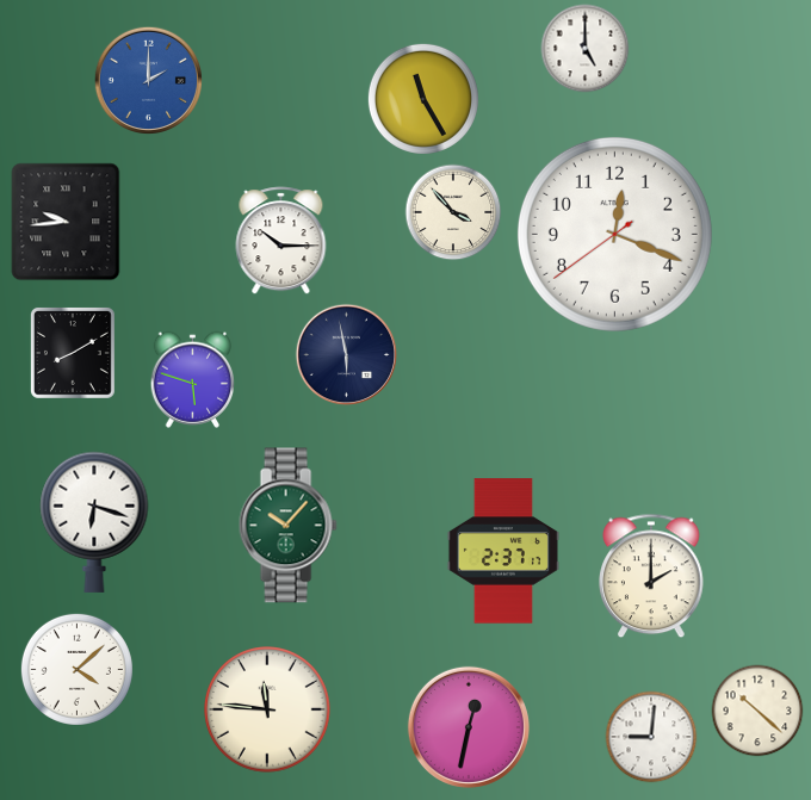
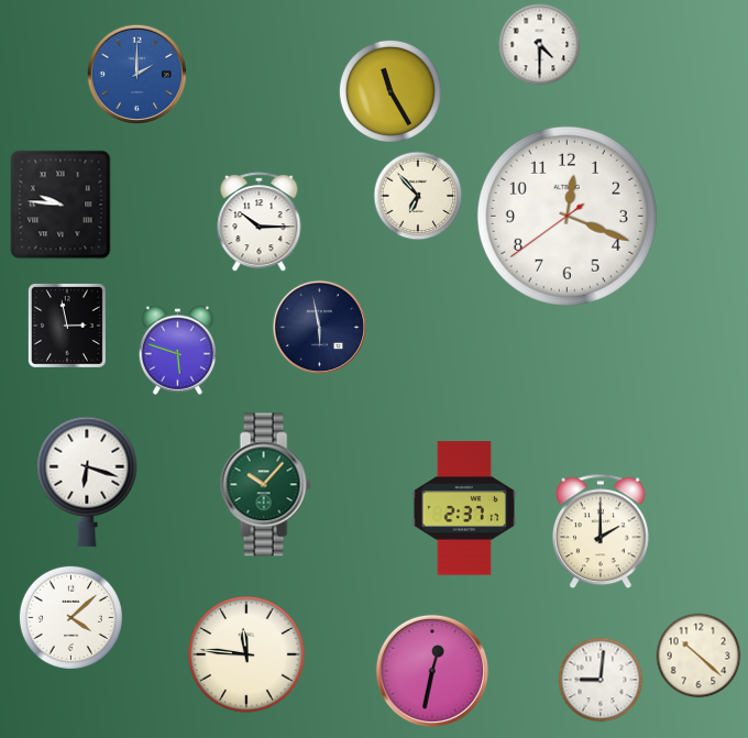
clock at (586, 49): 5:00 -> 4:30
clock at (453, 212): 3:53 -> 6:53
clock at (66, 222): 9:44 -> 9:46
clock at (73, 353): 8:10 -> 2:58
